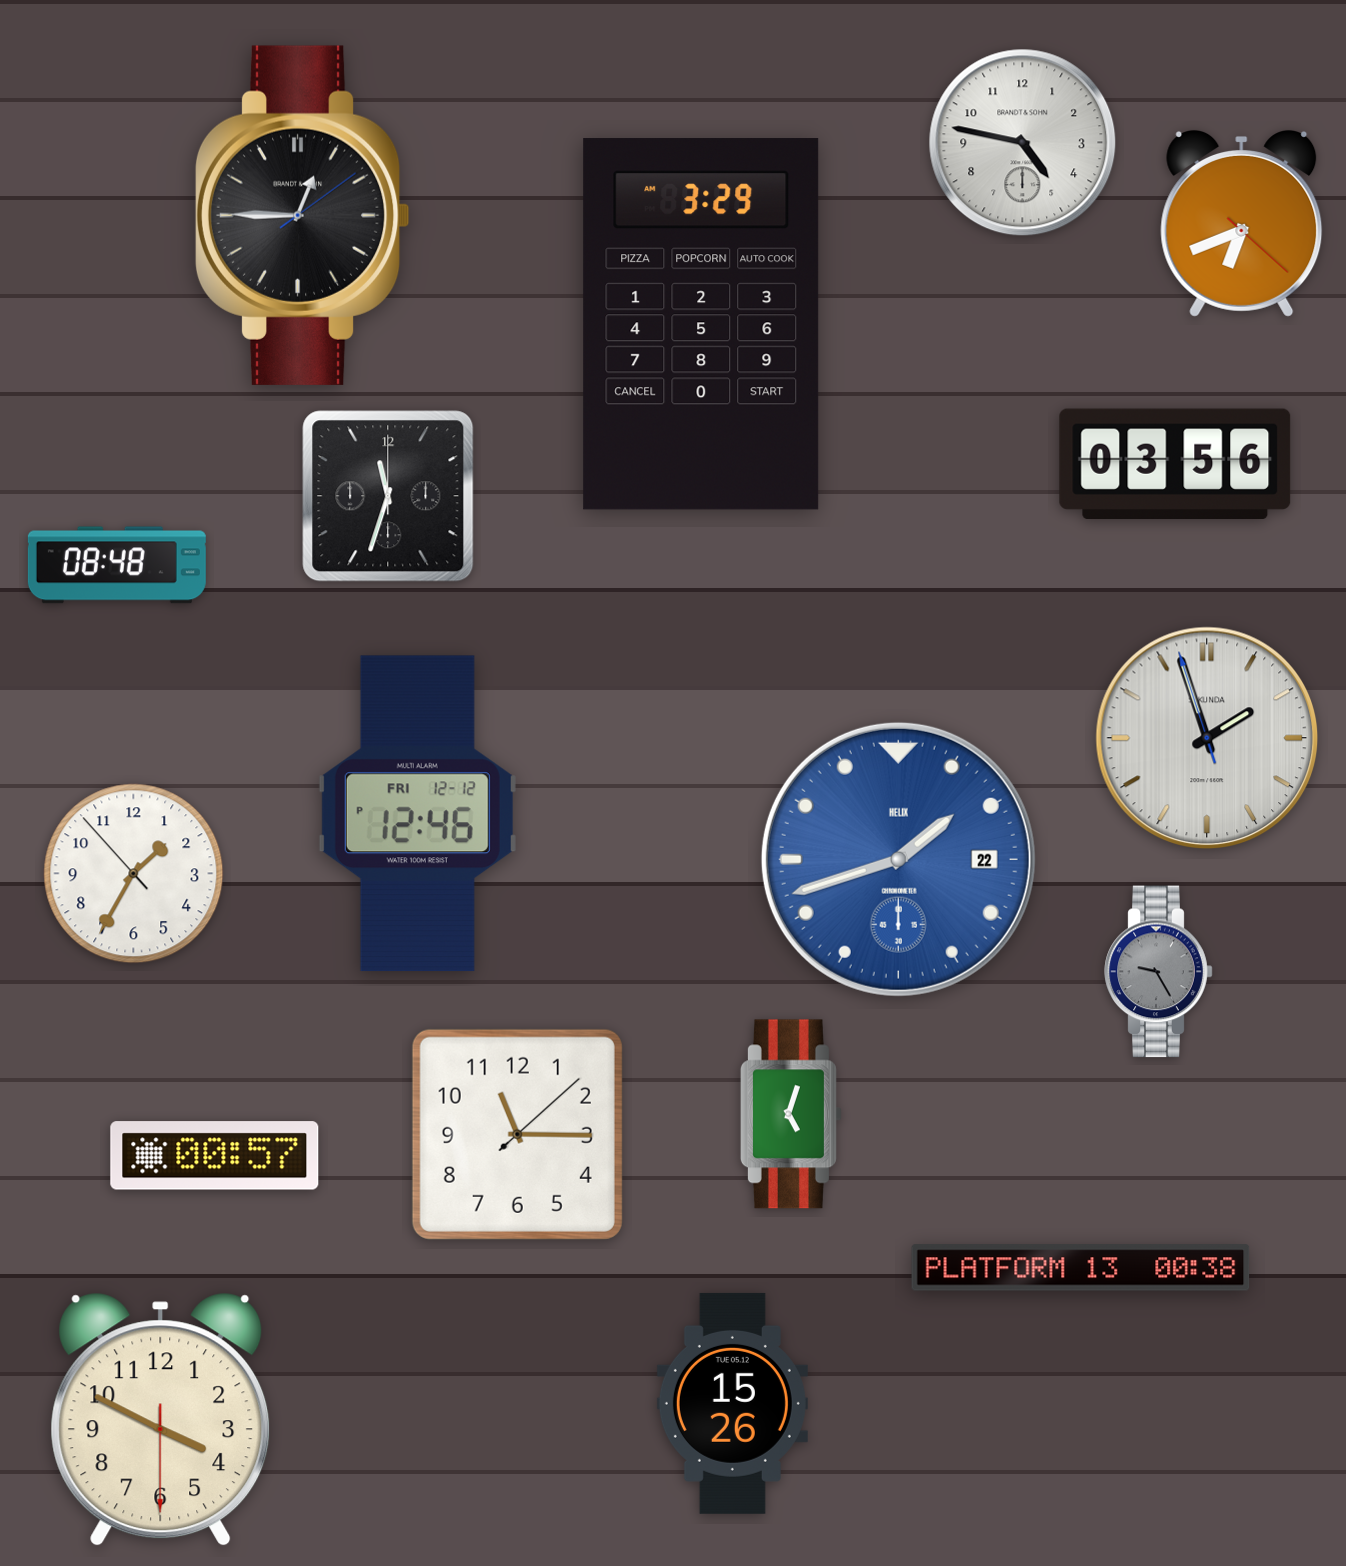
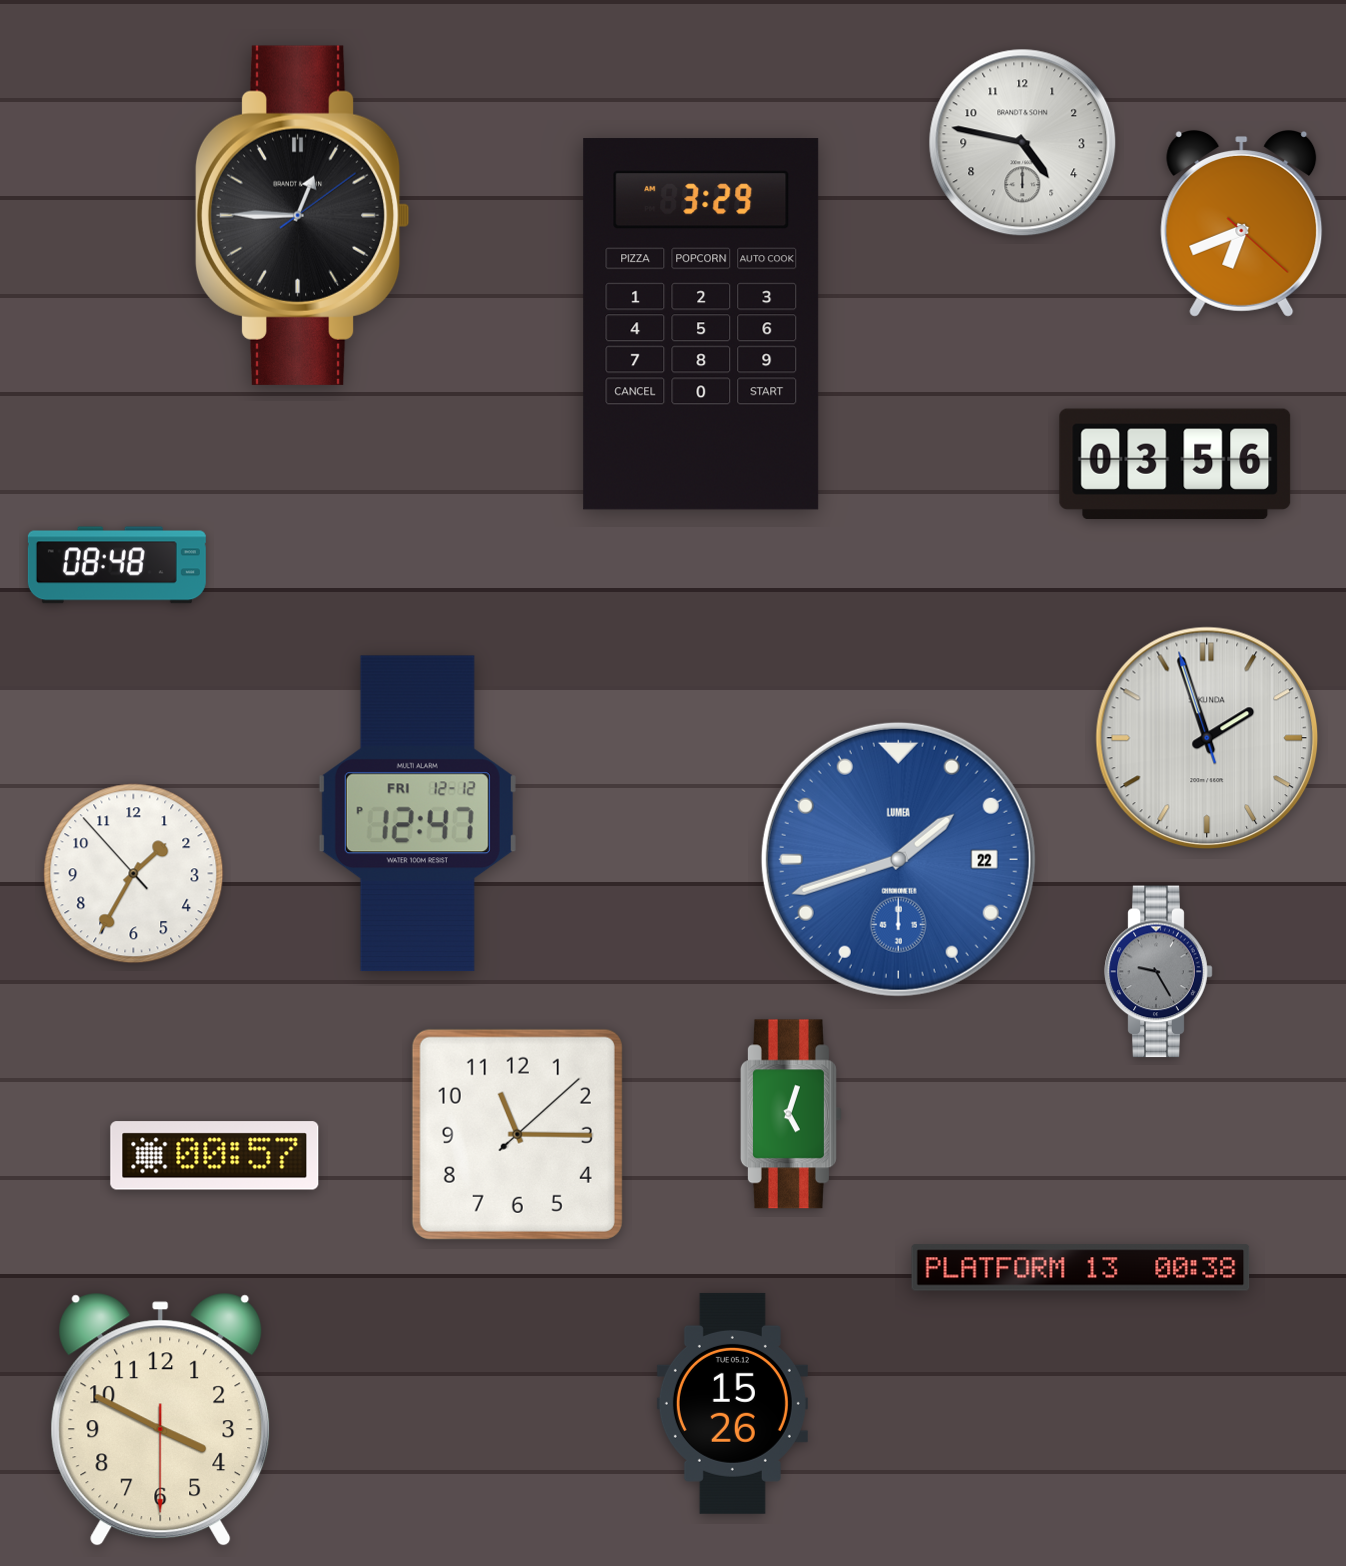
clock at (388, 496): 11:33 -> none
clock at (417, 814): 12:46 -> 12:47
clock at (898, 859) brand: HELIX -> LUMEA
